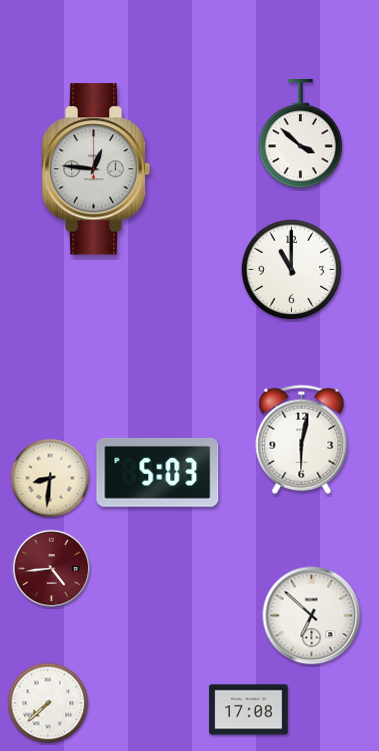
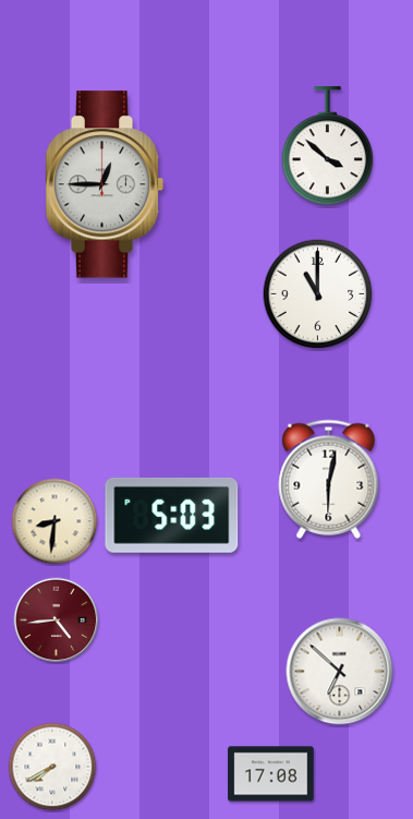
clock at (96, 169): 12:46 -> 12:45
clock at (48, 703): 7:38 -> 7:40
